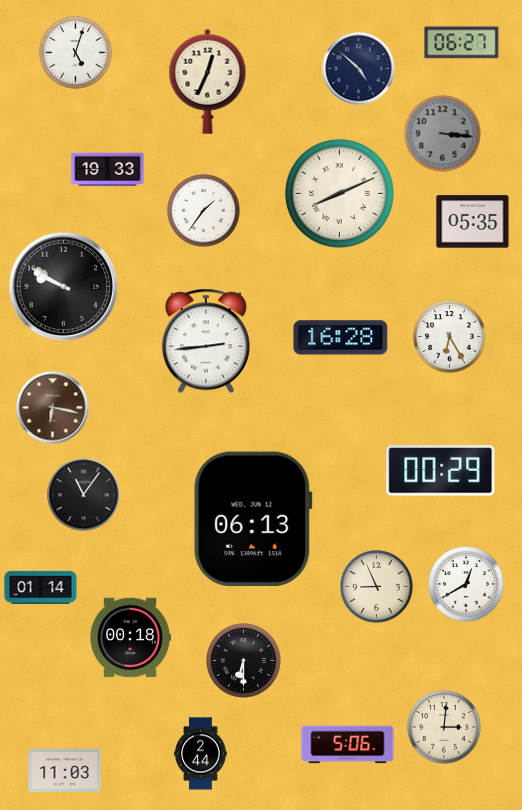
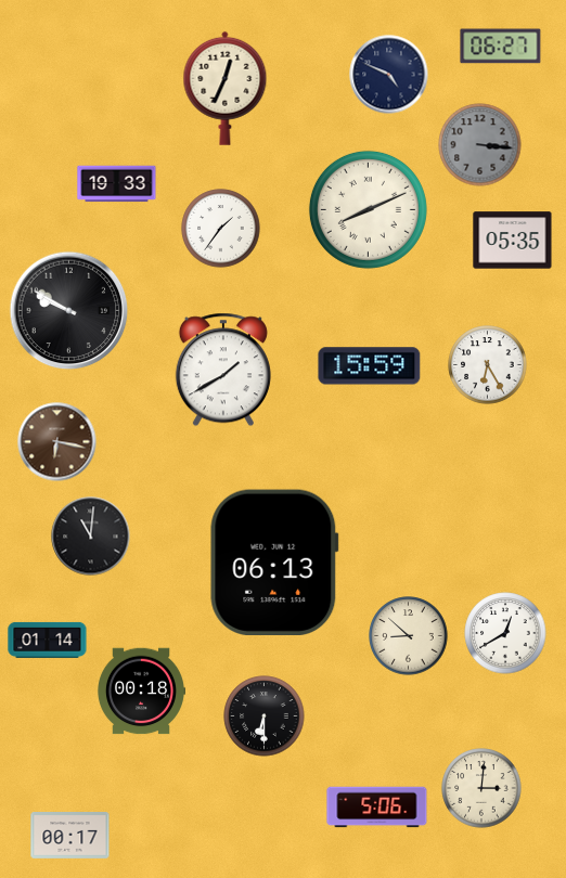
clock at (76, 53): 5:03 -> none
clock at (359, 69): 4:52 -> 4:49
clock at (341, 338): 16:28 -> 15:59
clock at (206, 341): 2:44 -> 1:40
clock at (441, 471): 00:29 -> none
clock at (84, 495): 11:06 -> 11:01
clock at (41, 587) position: (41, 587) -> (48, 640)
clock at (377, 587): 8:56 -> 8:52
clock at (201, 754): 2:44 -> none
clock at (65, 771): 11:03 -> 00:17
